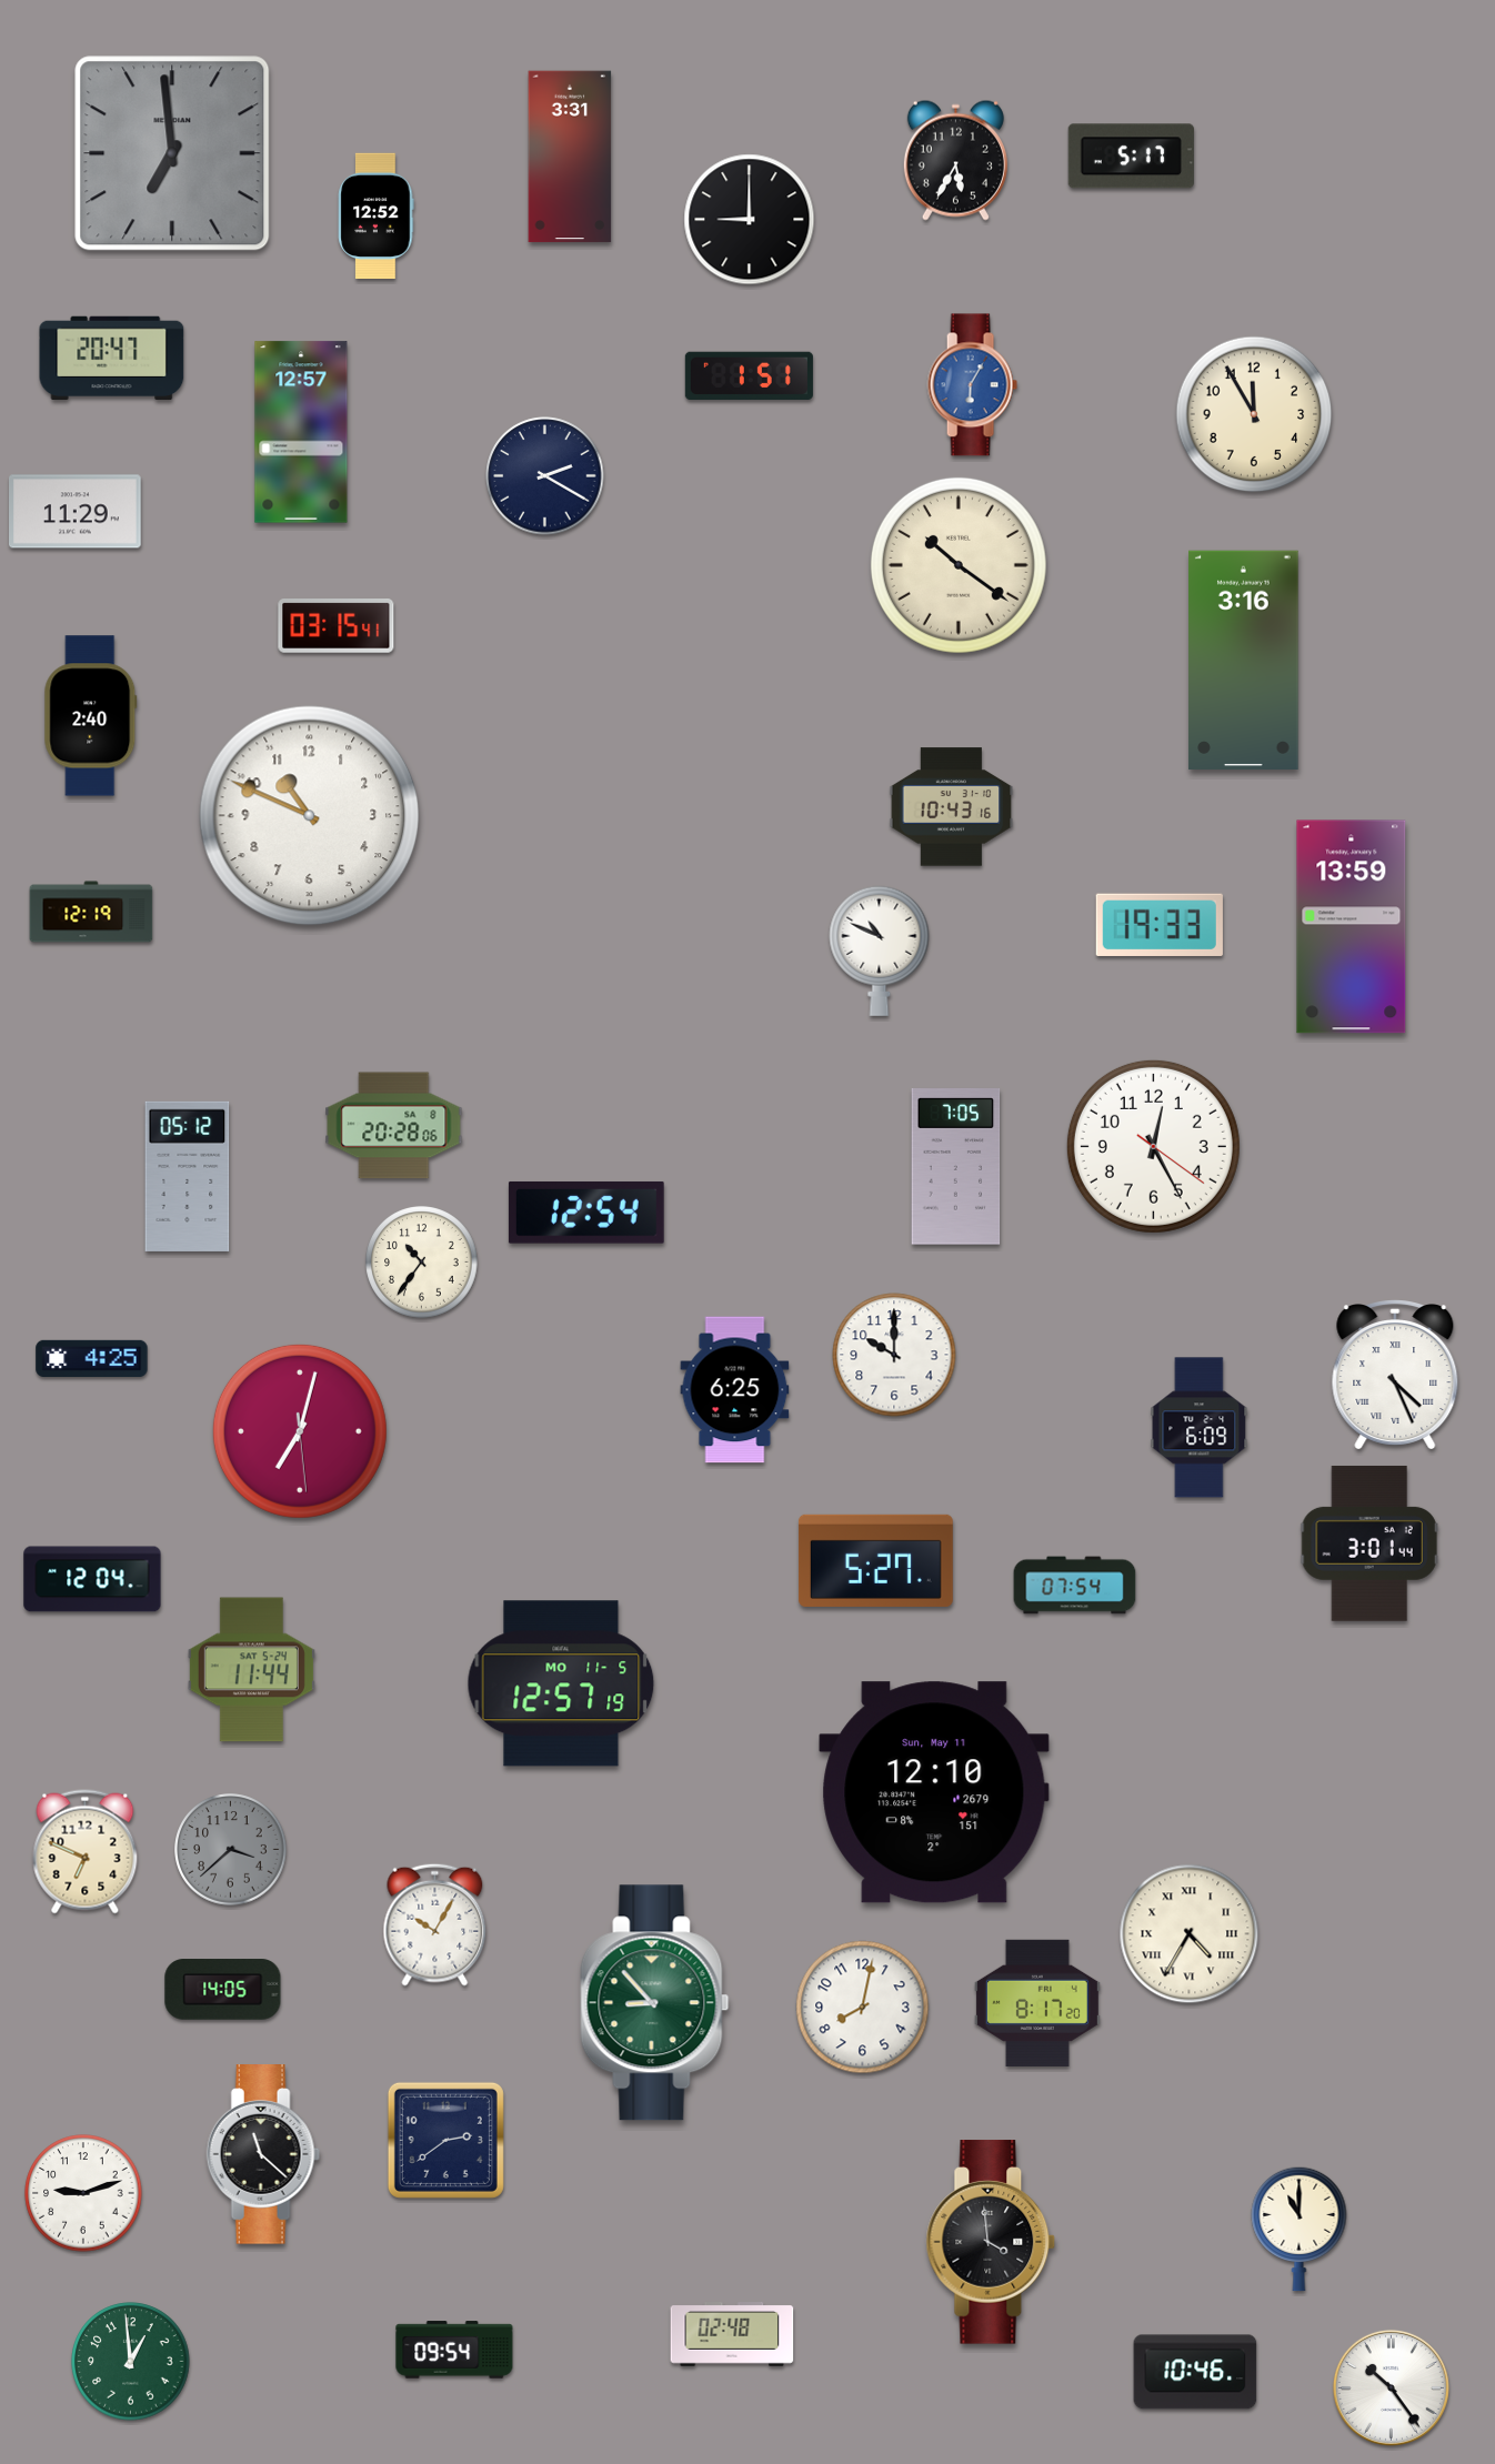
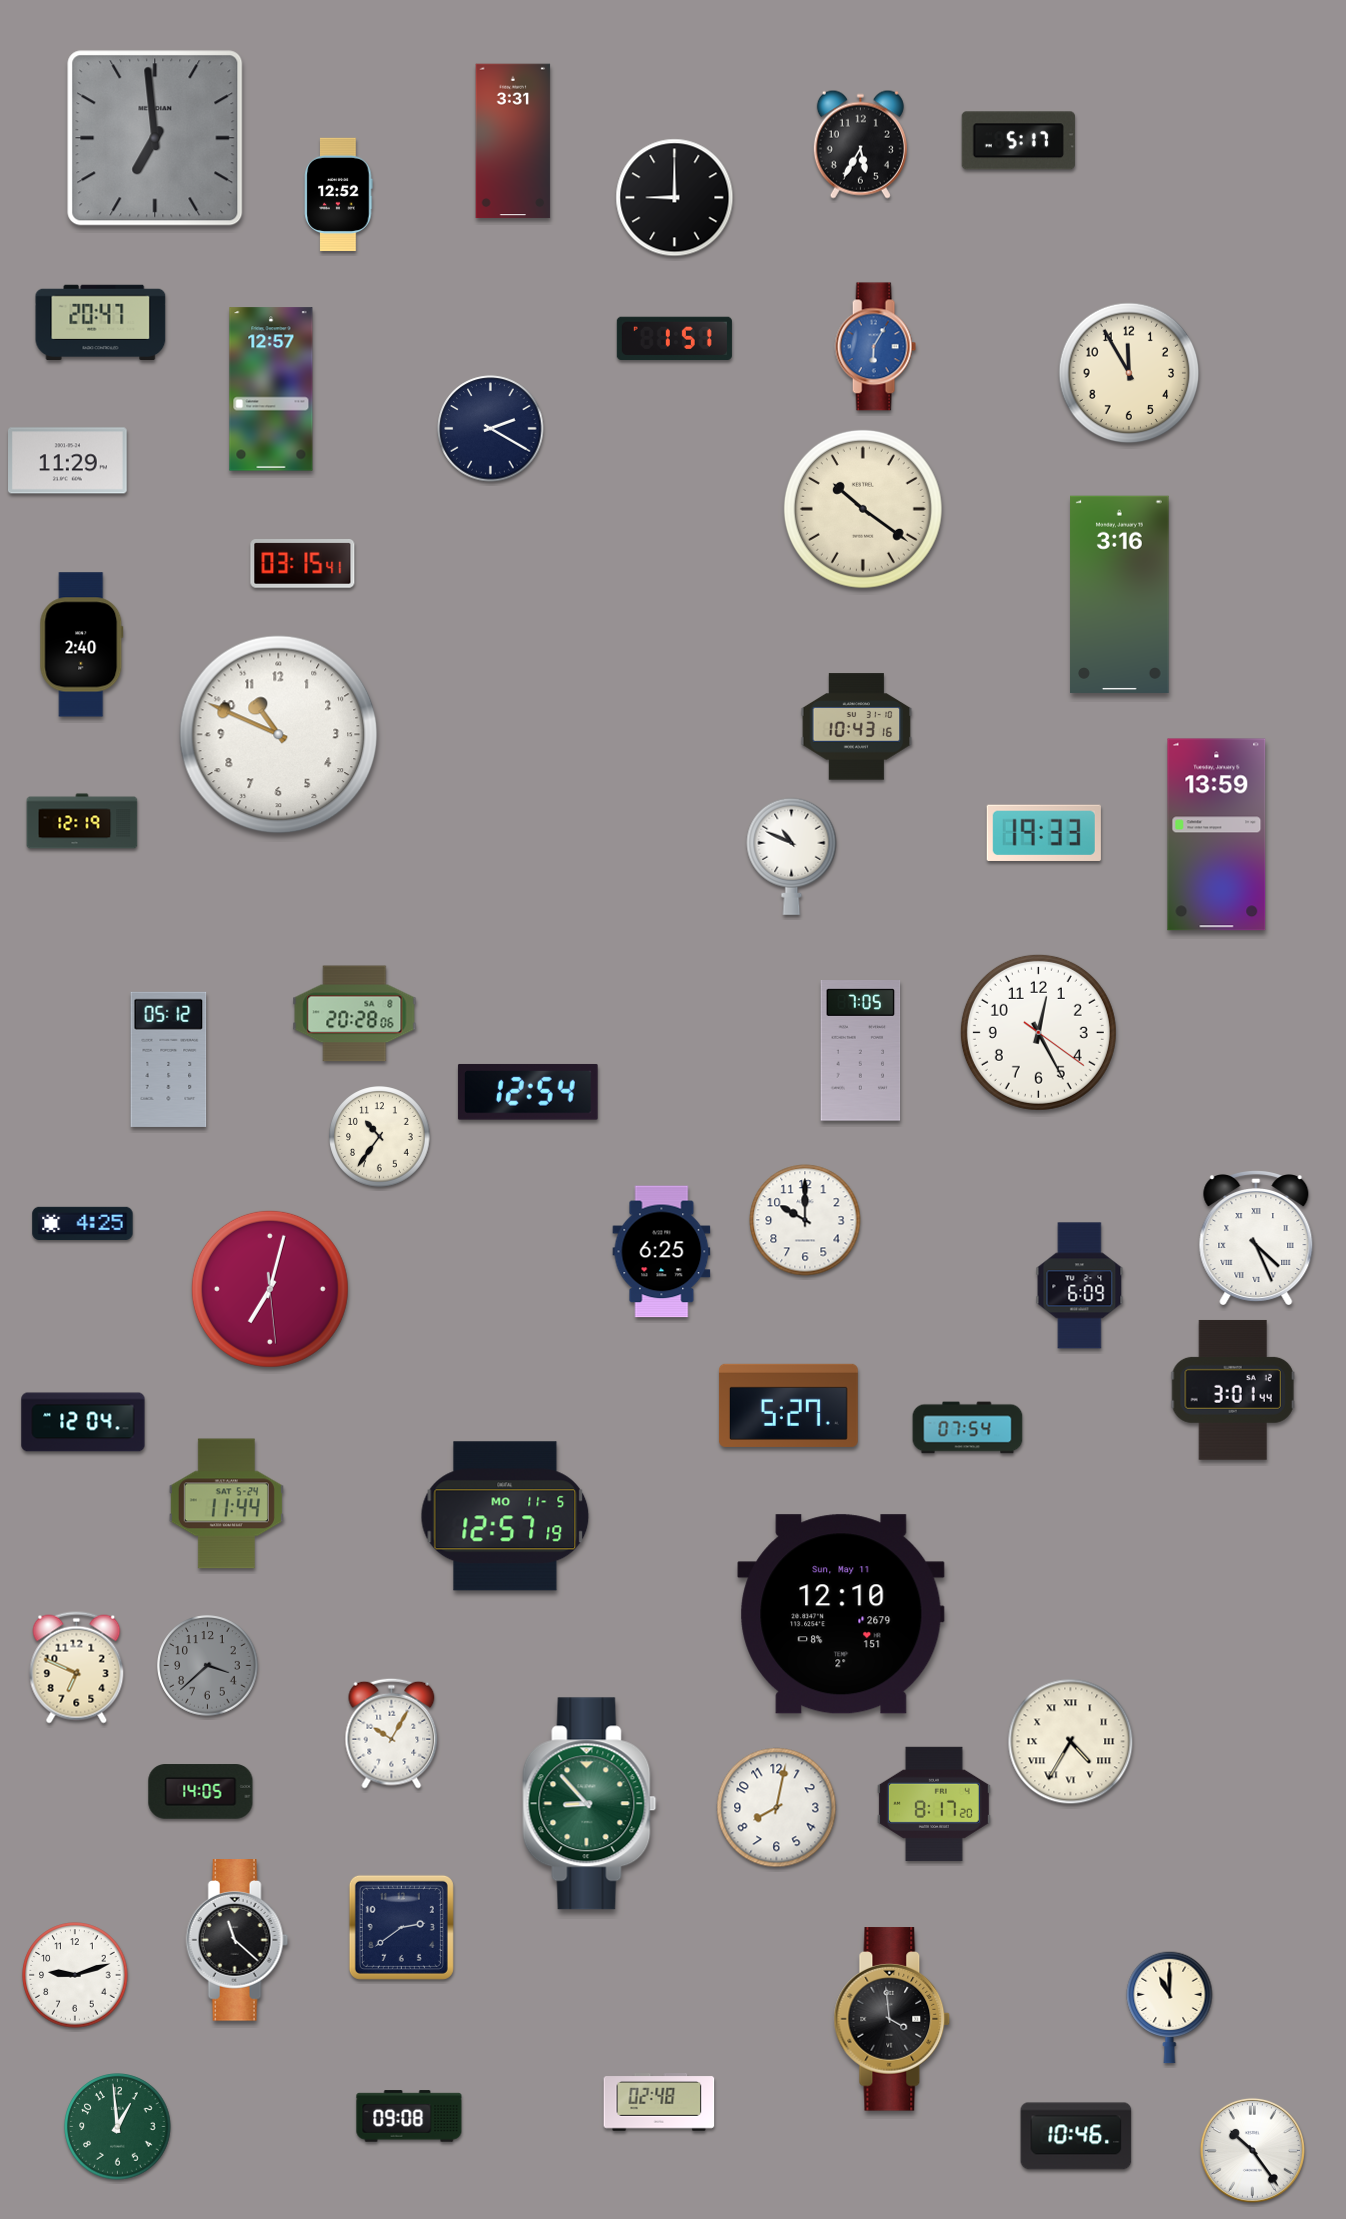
clock at (454, 2350): 09:54 -> 09:08
